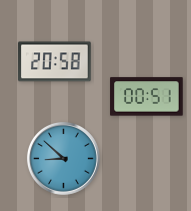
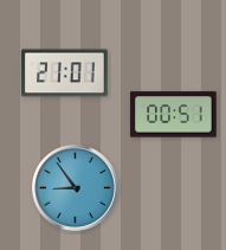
clock at (55, 62): 20:58 -> 21:01
clock at (63, 158): 8:52 -> 8:54
